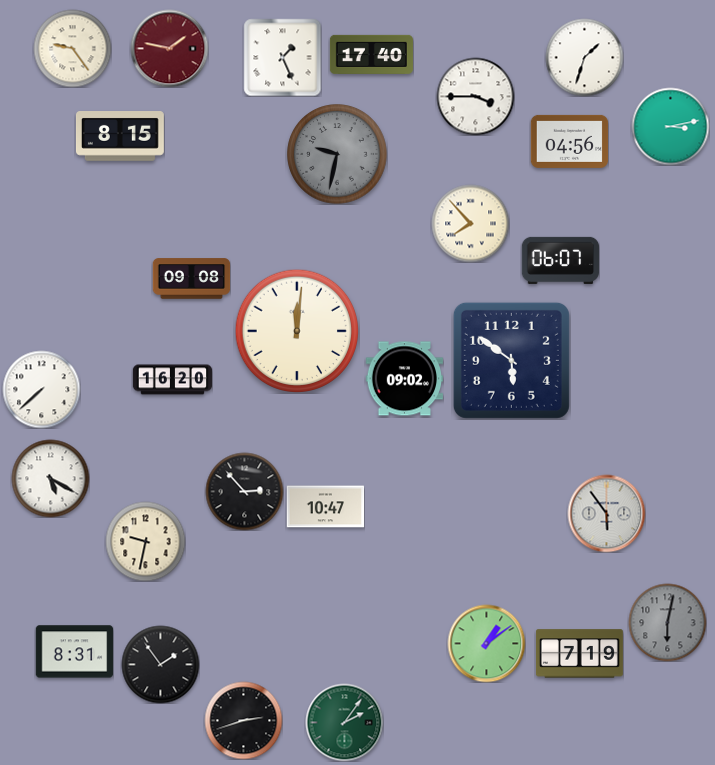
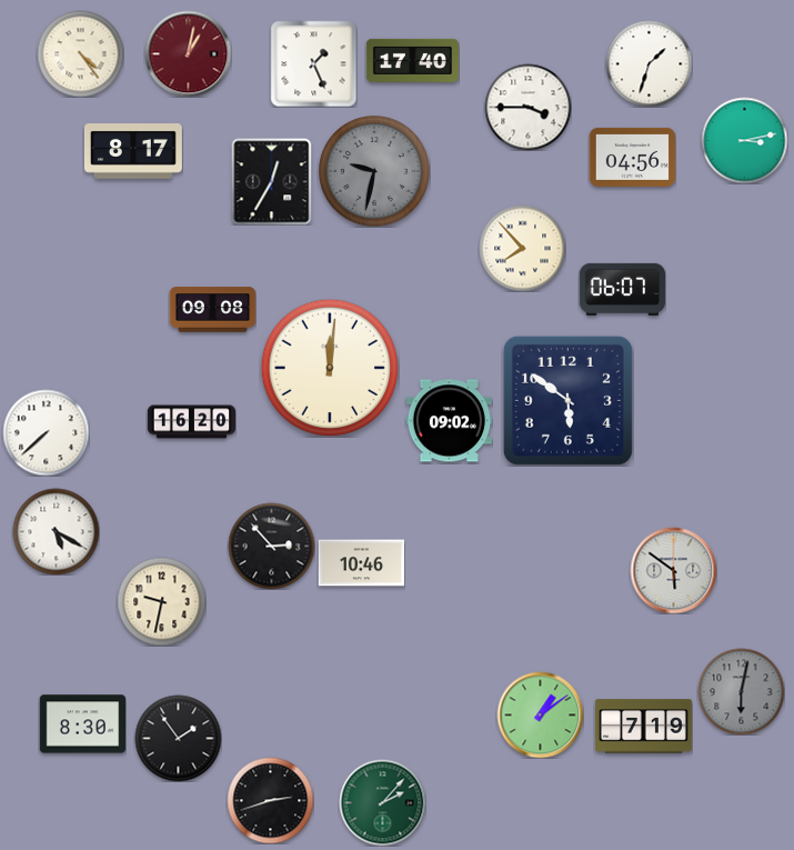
clock at (72, 48): 9:24 -> 4:24
clock at (169, 48): 1:47 -> 1:02
clock at (120, 137): 8:15 -> 8:17
clock at (272, 181): none -> 12:35
clock at (325, 507): 10:47 -> 10:46
clock at (606, 513): 5:54 -> 5:51
clock at (74, 652): 8:31 -> 8:30
clock at (344, 722): 2:06 -> 2:07
